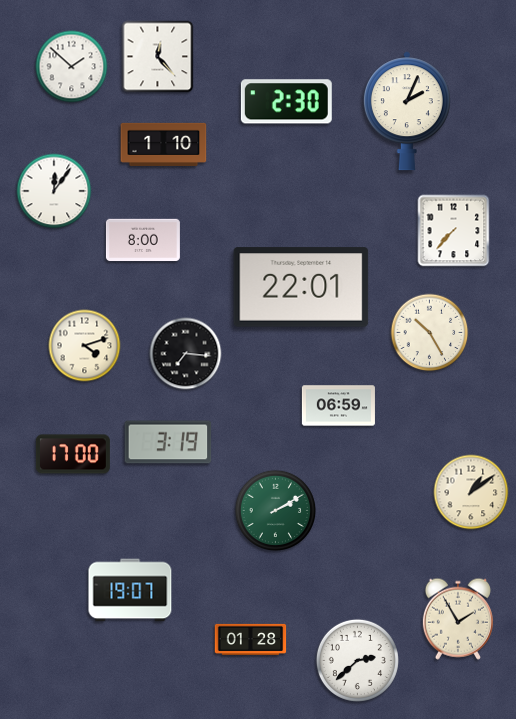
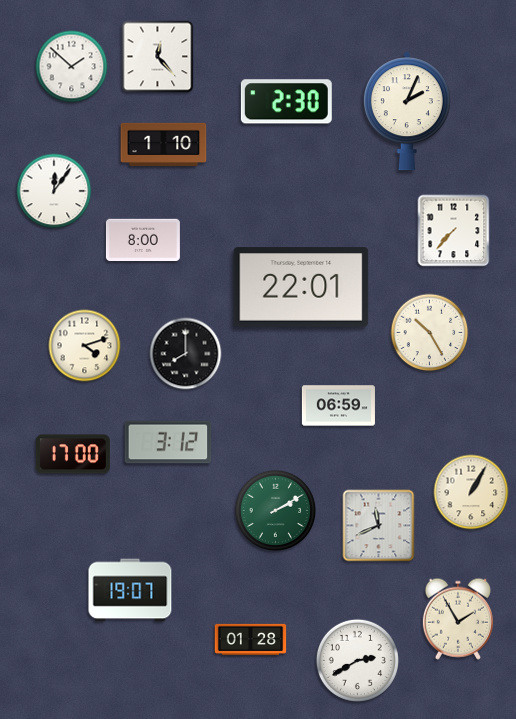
clock at (186, 354): 7:16 -> 8:00
clock at (168, 442): 3:19 -> 3:12
clock at (471, 492): 1:09 -> 1:05
clock at (379, 526): none -> 11:41
clock at (357, 660): 2:38 -> 2:40
